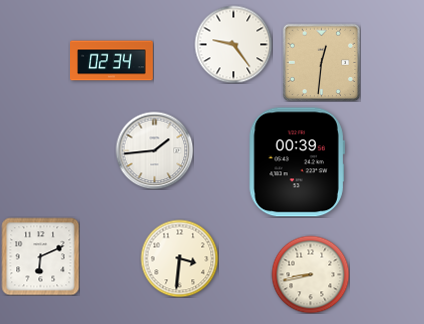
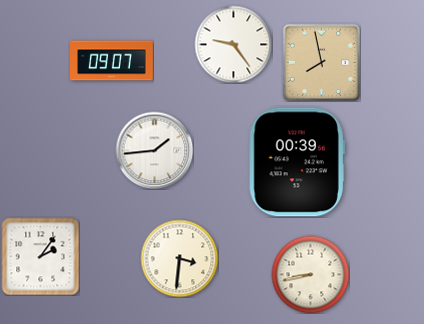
clock at (112, 61): 02:34 -> 09:07
clock at (321, 62): 12:31 -> 7:58
clock at (40, 256): 6:11 -> 2:06
